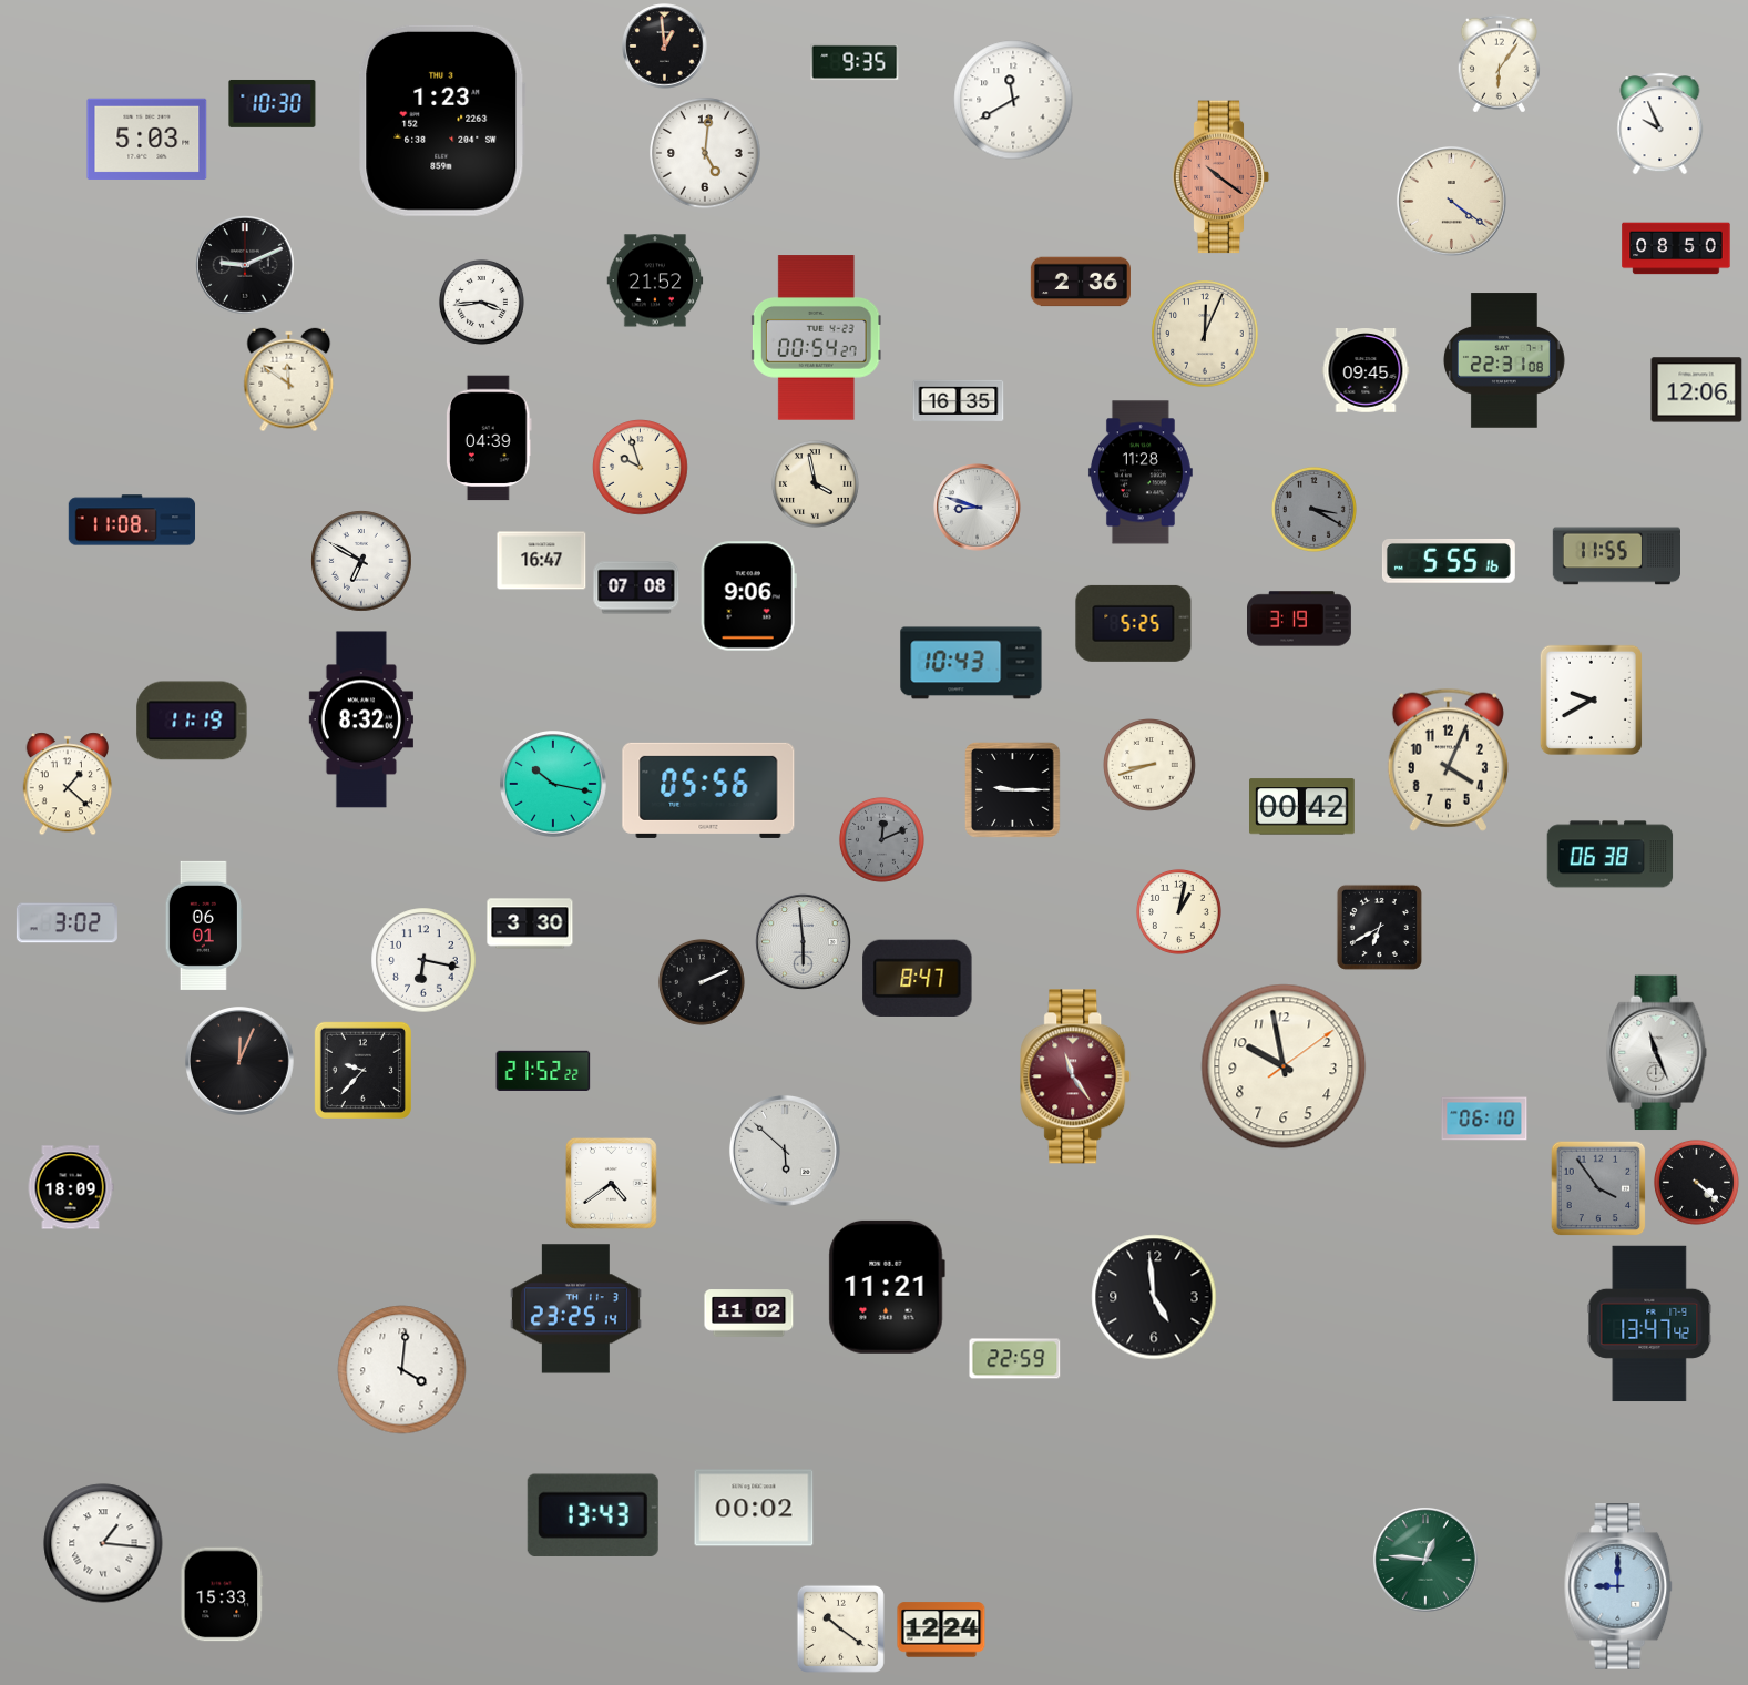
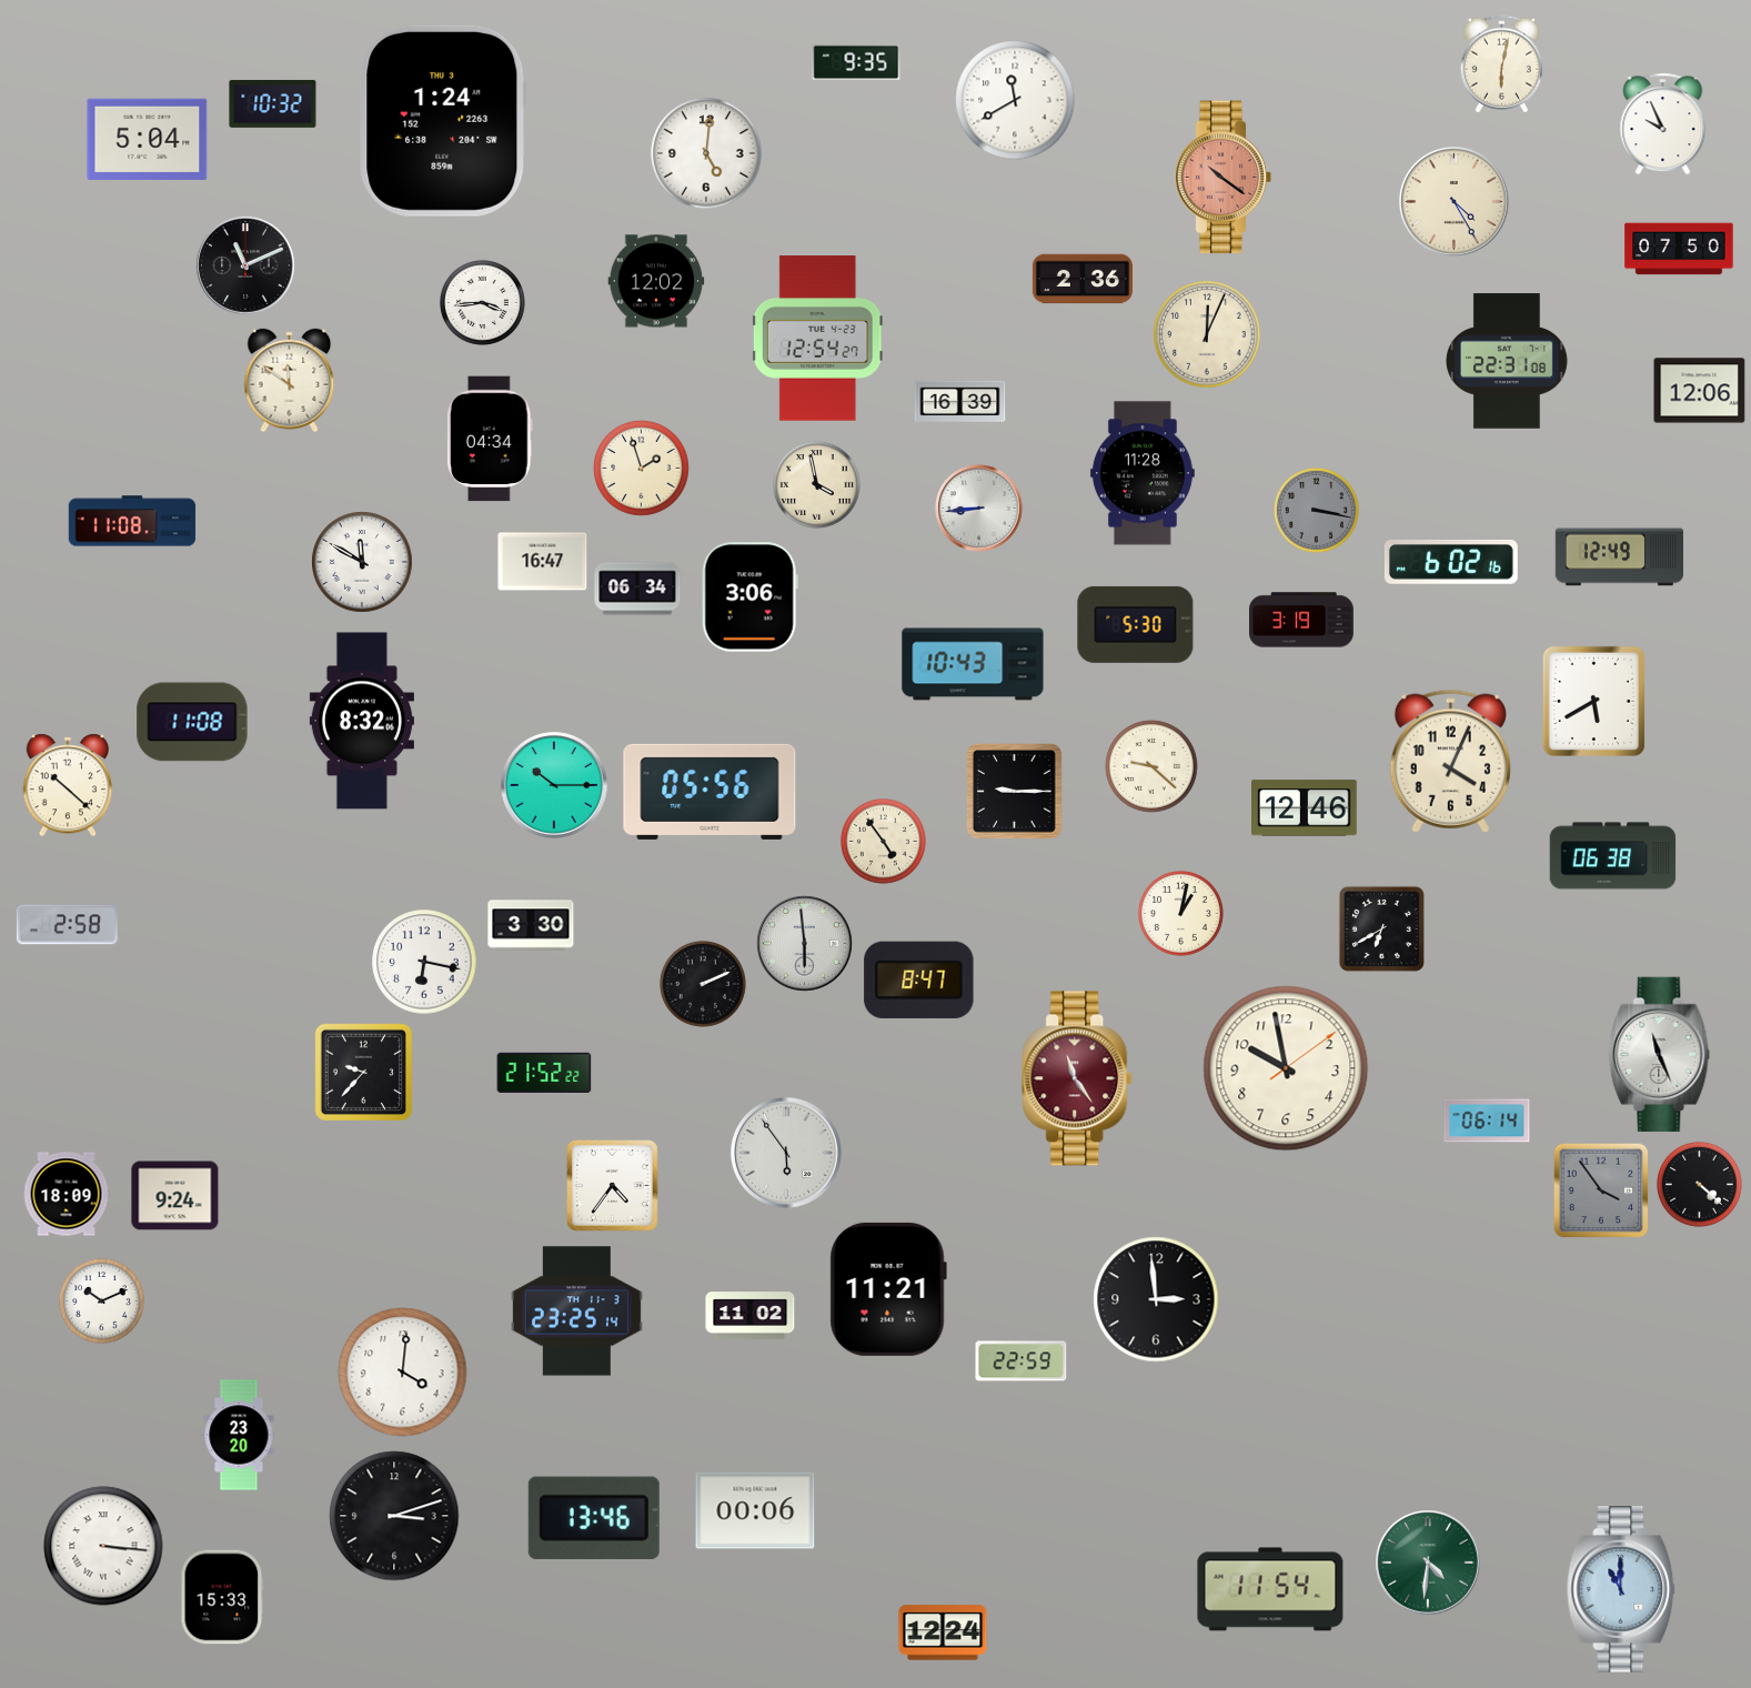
clock at (665, 47): 12:59 -> none
clock at (1499, 64): 6:06 -> 6:02
clock at (273, 103): 10:30 -> 10:32
clock at (442, 121): 1:23 -> 1:24
clock at (147, 139): 5:03 -> 5:04
clock at (1452, 202): 4:21 -> 4:25
clock at (1676, 248): 08:50 -> 07:50
clock at (245, 265): 9:11 -> 11:11
clock at (655, 280): 21:52 -> 12:02
clock at (1081, 282) position: (1081, 282) -> (1083, 279)
clock at (816, 338): 00:54 -> 12:54
clock at (1366, 371): 09:45 -> none
clock at (959, 401): 16:35 -> 16:39
clock at (489, 438): 04:39 -> 04:34
clock at (641, 468): 9:57 -> 1:57
clock at (978, 508): 8:48 -> 8:44
clock at (1313, 509): 3:20 -> 3:17
clock at (1616, 556): 11:55 -> 12:49
clock at (361, 561): 6:50 -> 11:50
clock at (1449, 561): 5:55 -> 6:02
clock at (636, 588): 07:08 -> 06:34
clock at (748, 596): 9:06 -> 3:06
clock at (1134, 623): 5:25 -> 5:30
clock at (1591, 699): 9:40 -> 5:40
clock at (192, 721): 11:19 -> 11:08
clock at (1151, 766): 8:42 -> 9:22
clock at (68, 784): 1:22 -> 10:22
clock at (554, 785): 10:17 -> 10:15
clock at (1302, 807): 00:42 -> 12:46
clock at (881, 839): 12:11 -> 4:54
clock at (881, 839) dial: grey -> cream
clock at (67, 923): 3:02 -> 2:58
clock at (204, 926): 06:01 -> none
clock at (241, 1062): 12:04 -> none
clock at (1484, 1119): 06:10 -> 06:14
clock at (785, 1151): 5:52 -> 5:54
clock at (612, 1184): 4:39 -> 4:36
clock at (71, 1187) position: (71, 1187) -> (67, 1194)
clock at (175, 1196): none -> 9:24
clock at (1154, 1297): 4:59 -> 2:59
clock at (101, 1300): none -> 10:11
clock at (1649, 1324): 13:47 -> none
clock at (1015, 1359) position: (1015, 1359) -> (1022, 1362)
clock at (239, 1435): none -> 23:20
clock at (754, 1508): 00:02 -> 00:06
clock at (394, 1516): none -> 3:12
clock at (593, 1515): 13:43 -> 13:46
clock at (103, 1543): 1:16 -> 3:16
clock at (1427, 1561): 12:46 -> 4:31
clock at (1270, 1589): none -> 11:54
clock at (1618, 1586): 9:00 -> 11:00
clock at (840, 1628): 10:21 -> none
